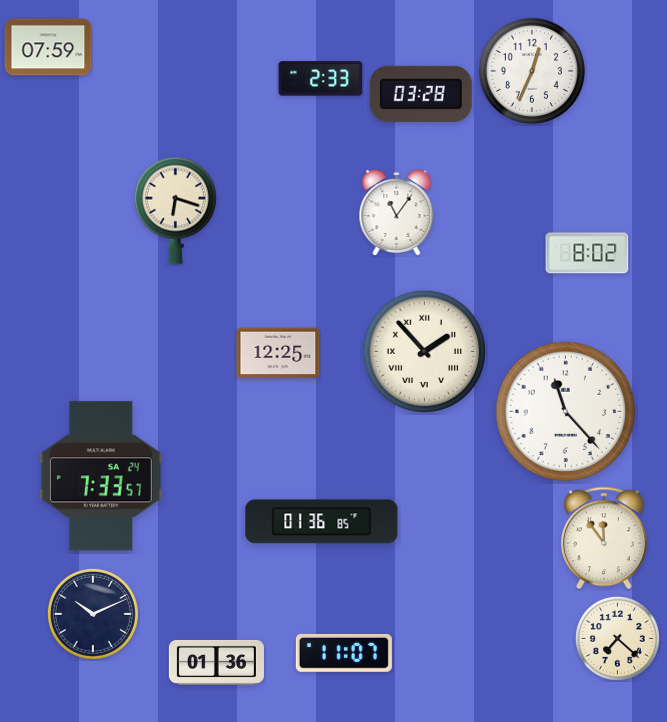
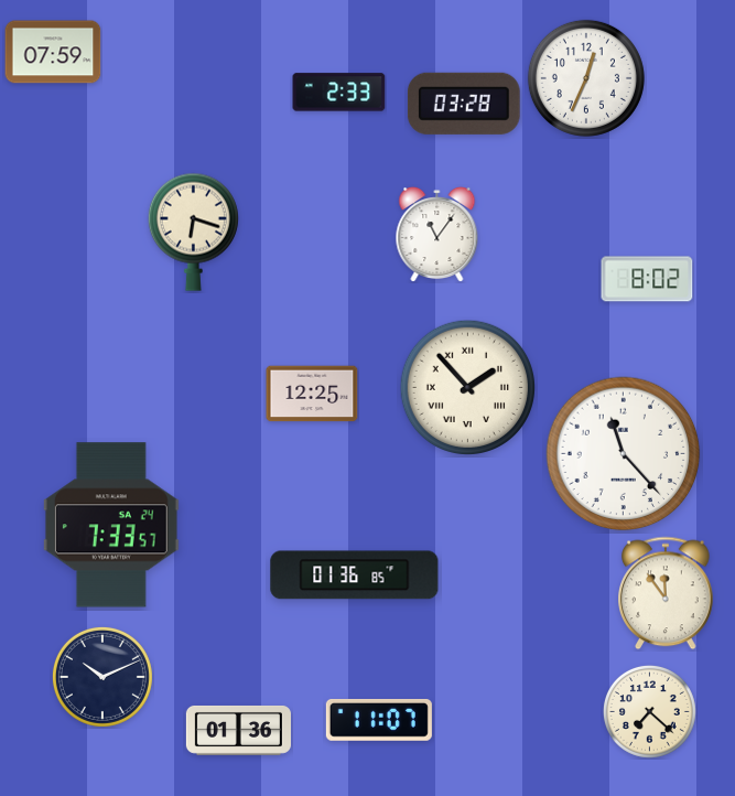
clock at (321, 79) position: (321, 79) -> (339, 93)
clock at (278, 353) position: (278, 353) -> (312, 394)
clock at (617, 638) position: (617, 638) -> (649, 711)
